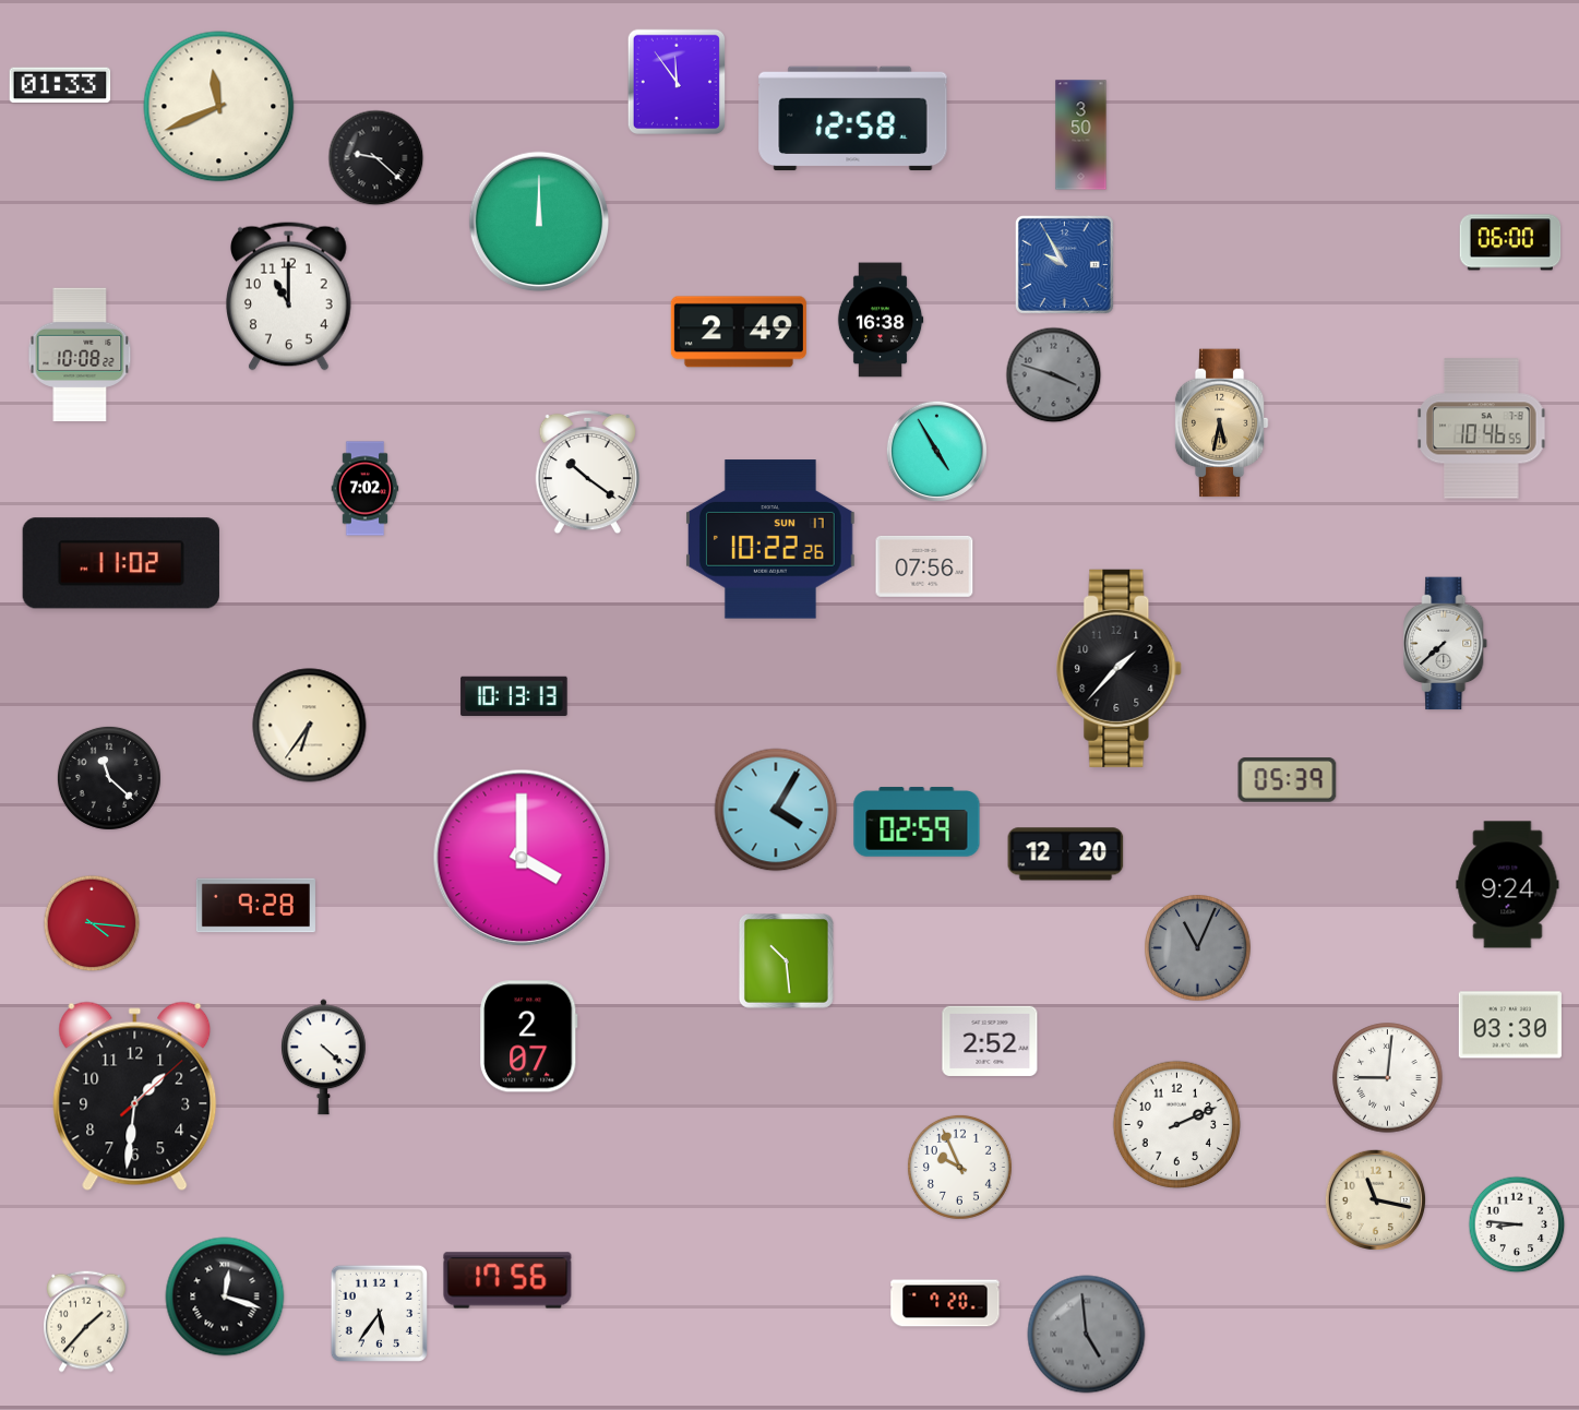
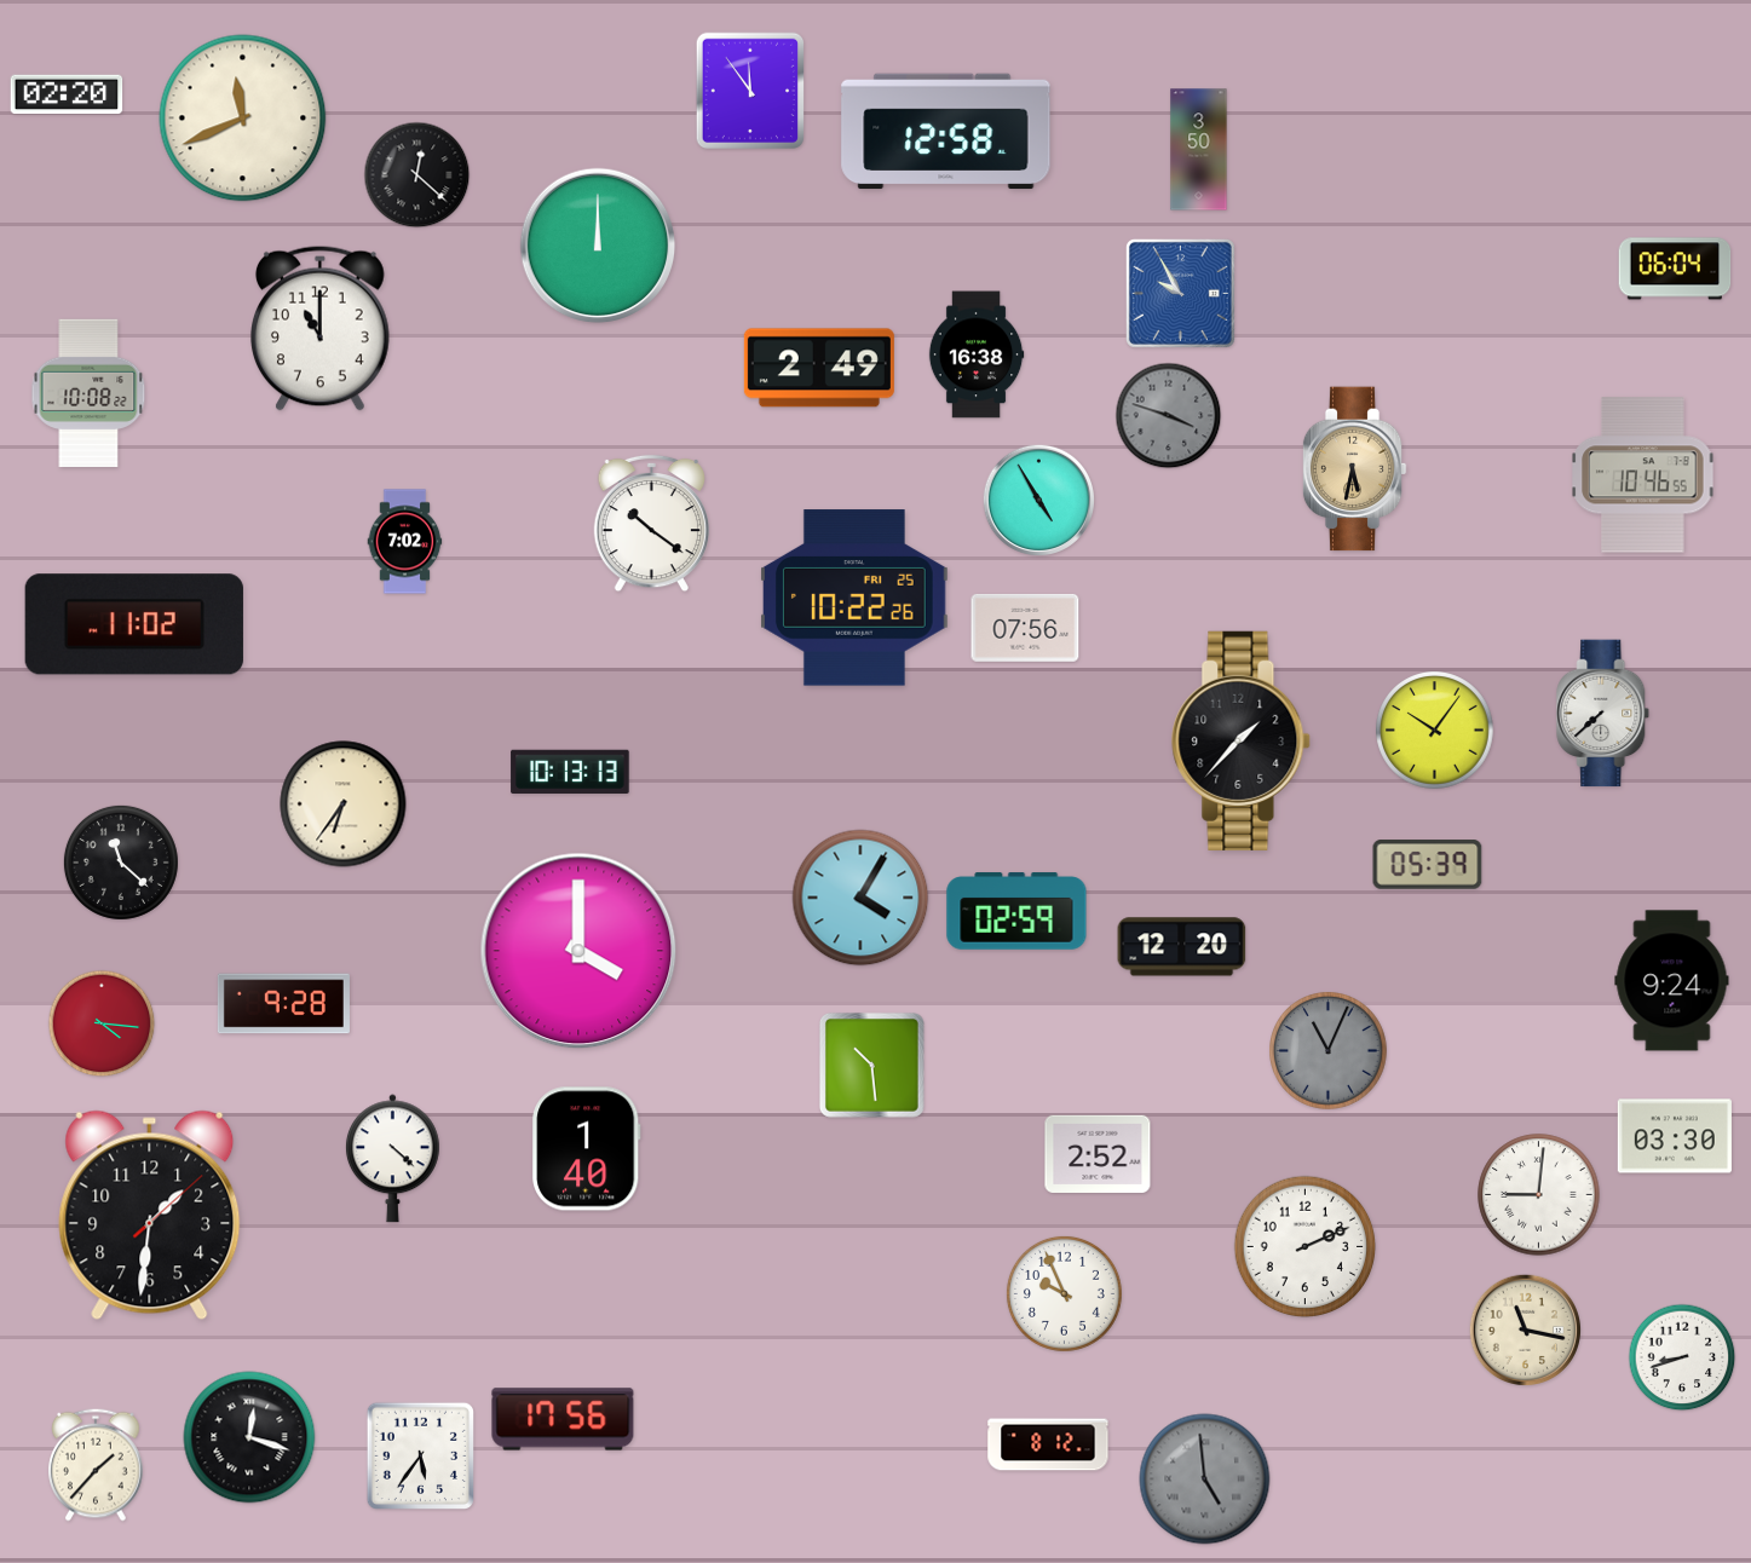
clock at (60, 85): 01:33 -> 02:20
clock at (376, 158): 9:22 -> 12:22
clock at (1510, 242): 06:00 -> 06:04
clock at (771, 539) date: SUN 17 -> FRI 25
clock at (1435, 731): none -> 10:06
clock at (529, 1037): 2:07 -> 1:40
clock at (323, 1057) position: (323, 1057) -> (392, 1159)
clock at (1517, 1224): 8:46 -> 8:42
clock at (945, 1303): 7:20 -> 8:12
